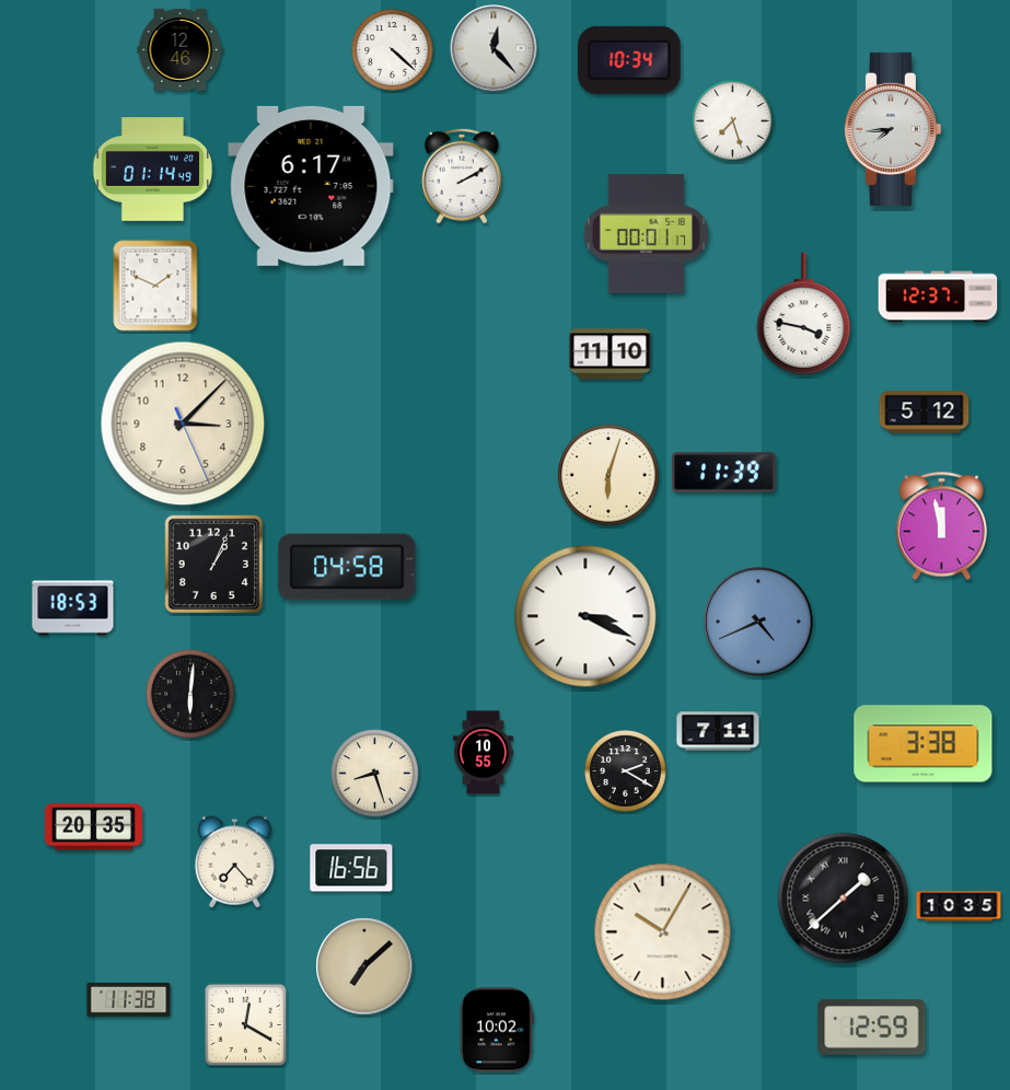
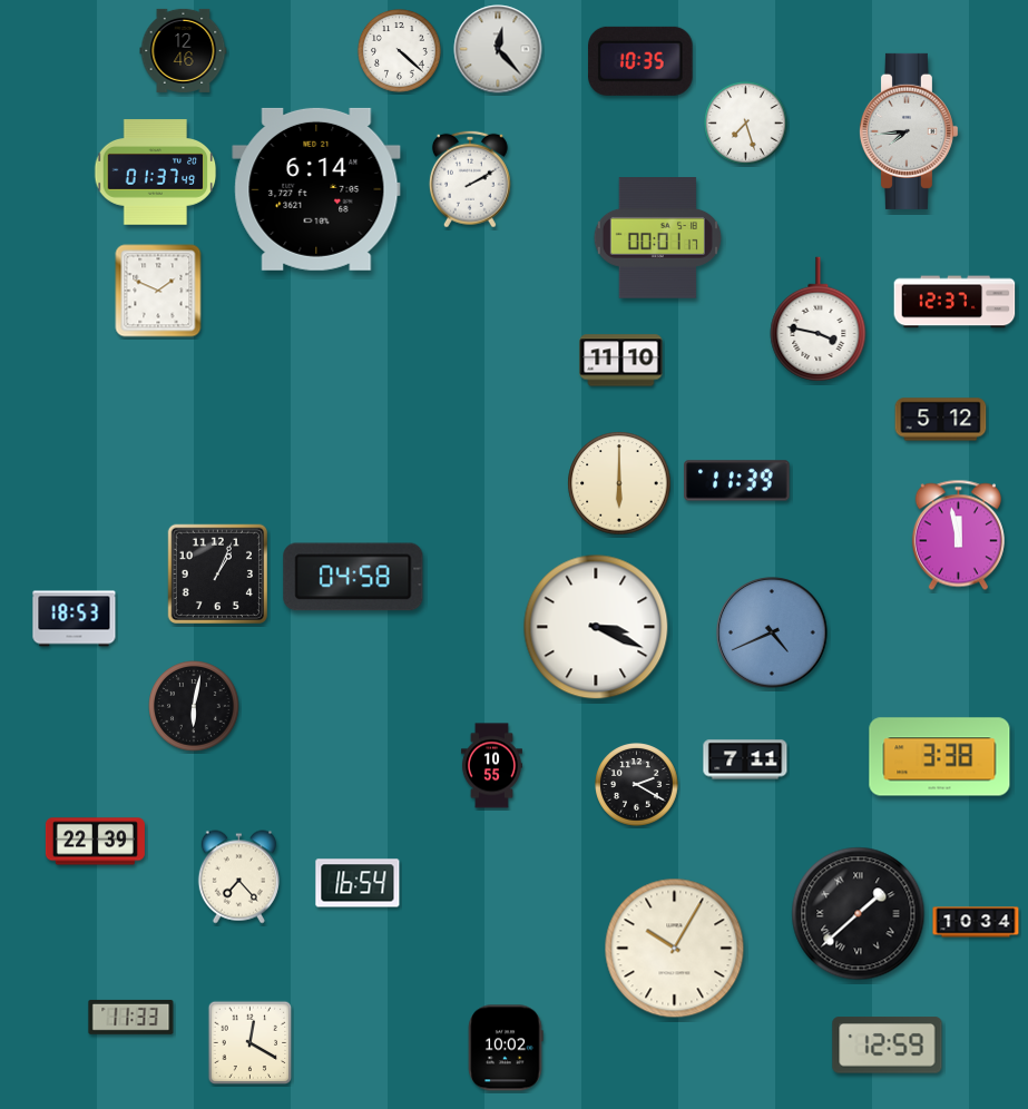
clock at (494, 48) position: (494, 48) -> (498, 49)
clock at (630, 60): 10:34 -> 10:35
clock at (153, 170): 01:14 -> 01:37
clock at (311, 186): 6:17 -> 6:14
clock at (183, 424): 3:07 -> none
clock at (608, 475): 6:03 -> 6:00
clock at (190, 694): 6:01 -> 6:02
clock at (718, 731) position: (718, 731) -> (745, 759)
clock at (375, 774): 8:27 -> none
clock at (93, 827): 20:35 -> 22:39
clock at (351, 868): 16:56 -> 16:54
clock at (959, 906): 10:35 -> 10:34
clock at (364, 966): 7:08 -> none
clock at (129, 999): 11:38 -> 11:33
